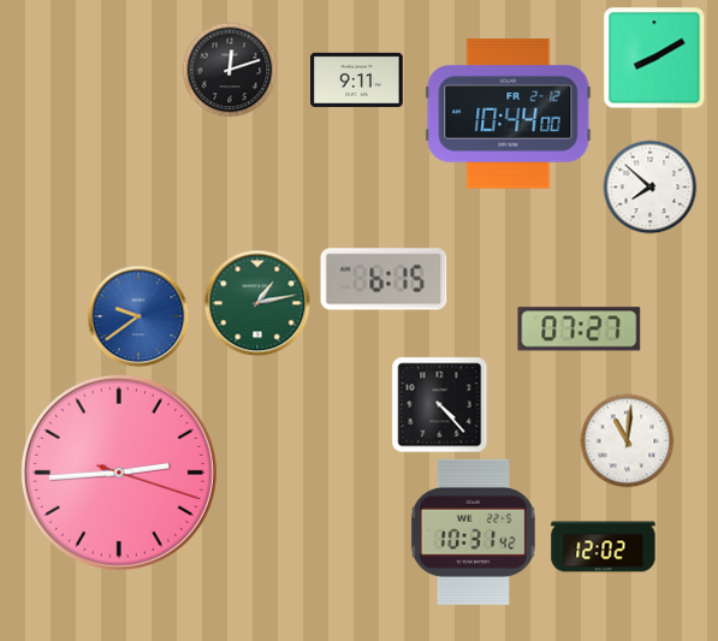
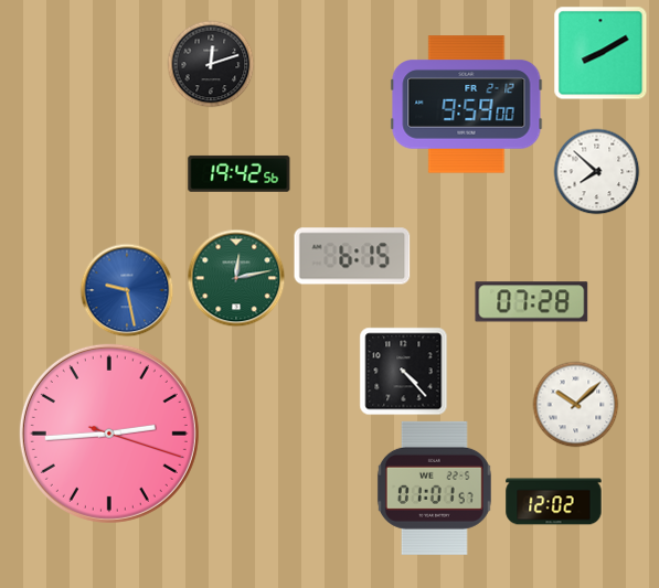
clock at (357, 79): 9:11 -> none
clock at (509, 114): 10:44 -> 9:59
clock at (240, 173): none -> 19:42
clock at (257, 303): 1:13 -> 12:13
clock at (138, 316): 9:39 -> 9:28
clock at (580, 330): 07:27 -> 07:28
clock at (627, 440): 11:01 -> 10:08
clock at (473, 532): 10:31 -> 01:01
